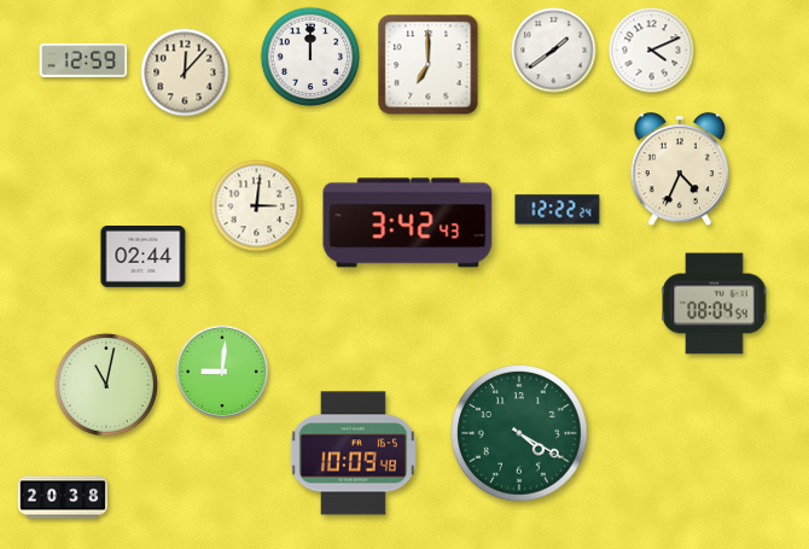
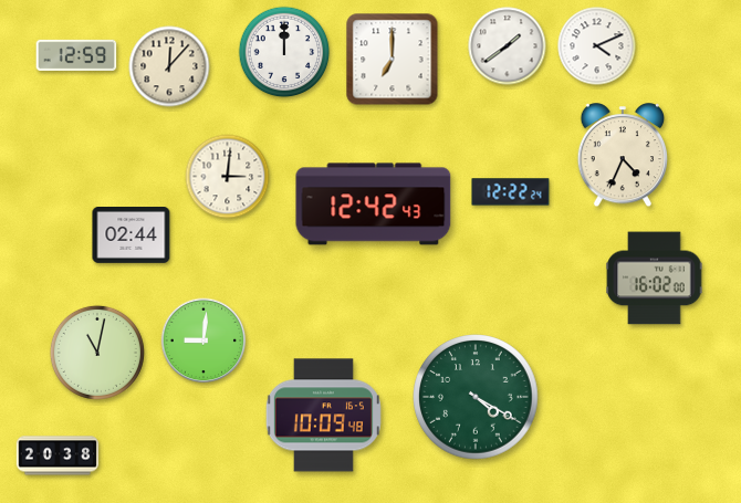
clock at (257, 206) position: (257, 206) -> (228, 177)
clock at (408, 223): 3:42 -> 12:42
clock at (715, 304): 08:04 -> 16:02
